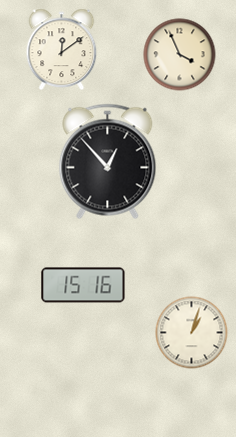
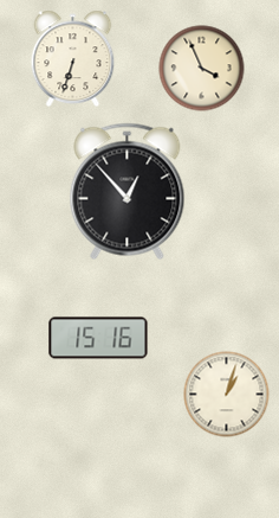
clock at (62, 50): 12:09 -> 6:33
clock at (180, 55) position: (180, 55) -> (202, 69)
